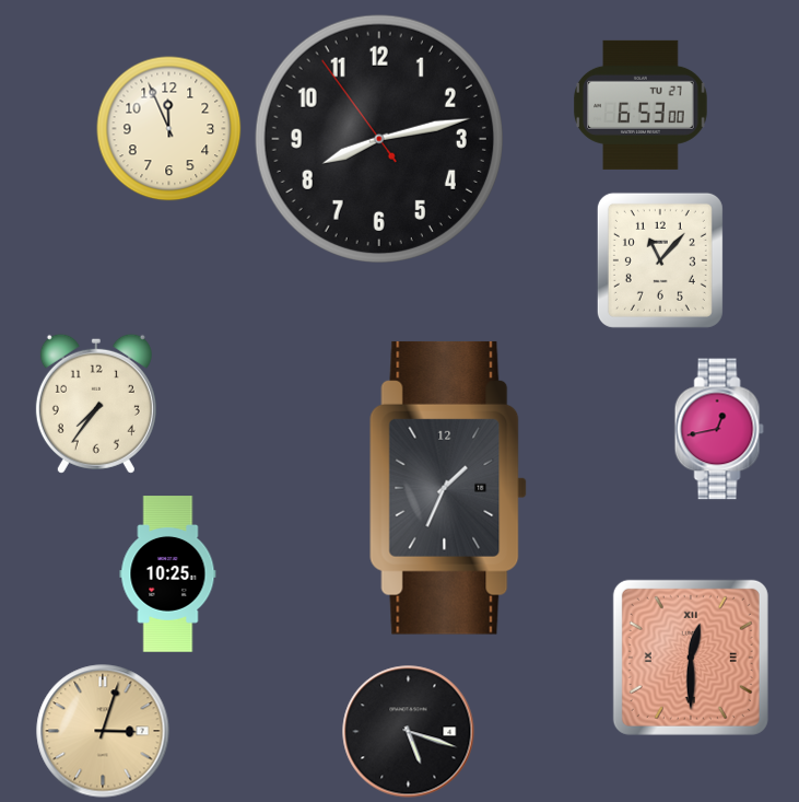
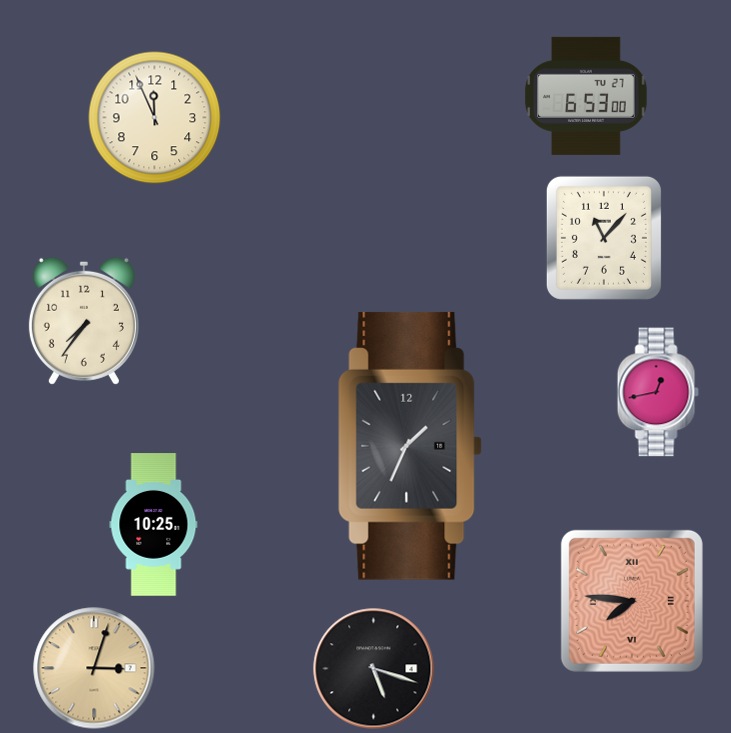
clock at (379, 139): 8:12 -> none
clock at (96, 404) position: (96, 404) -> (84, 321)
clock at (691, 658): 12:30 -> 7:46
